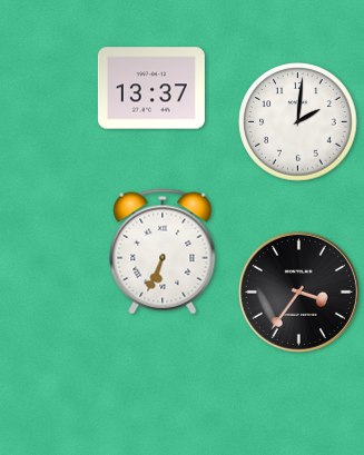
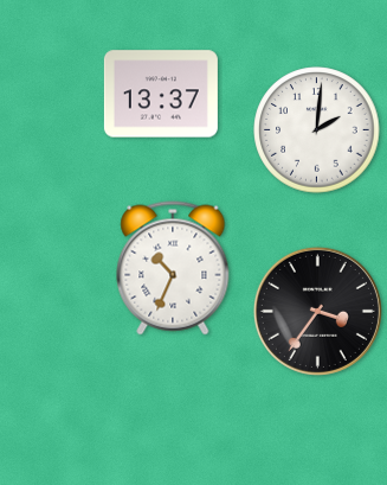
clock at (163, 251): 6:34 -> 10:34
